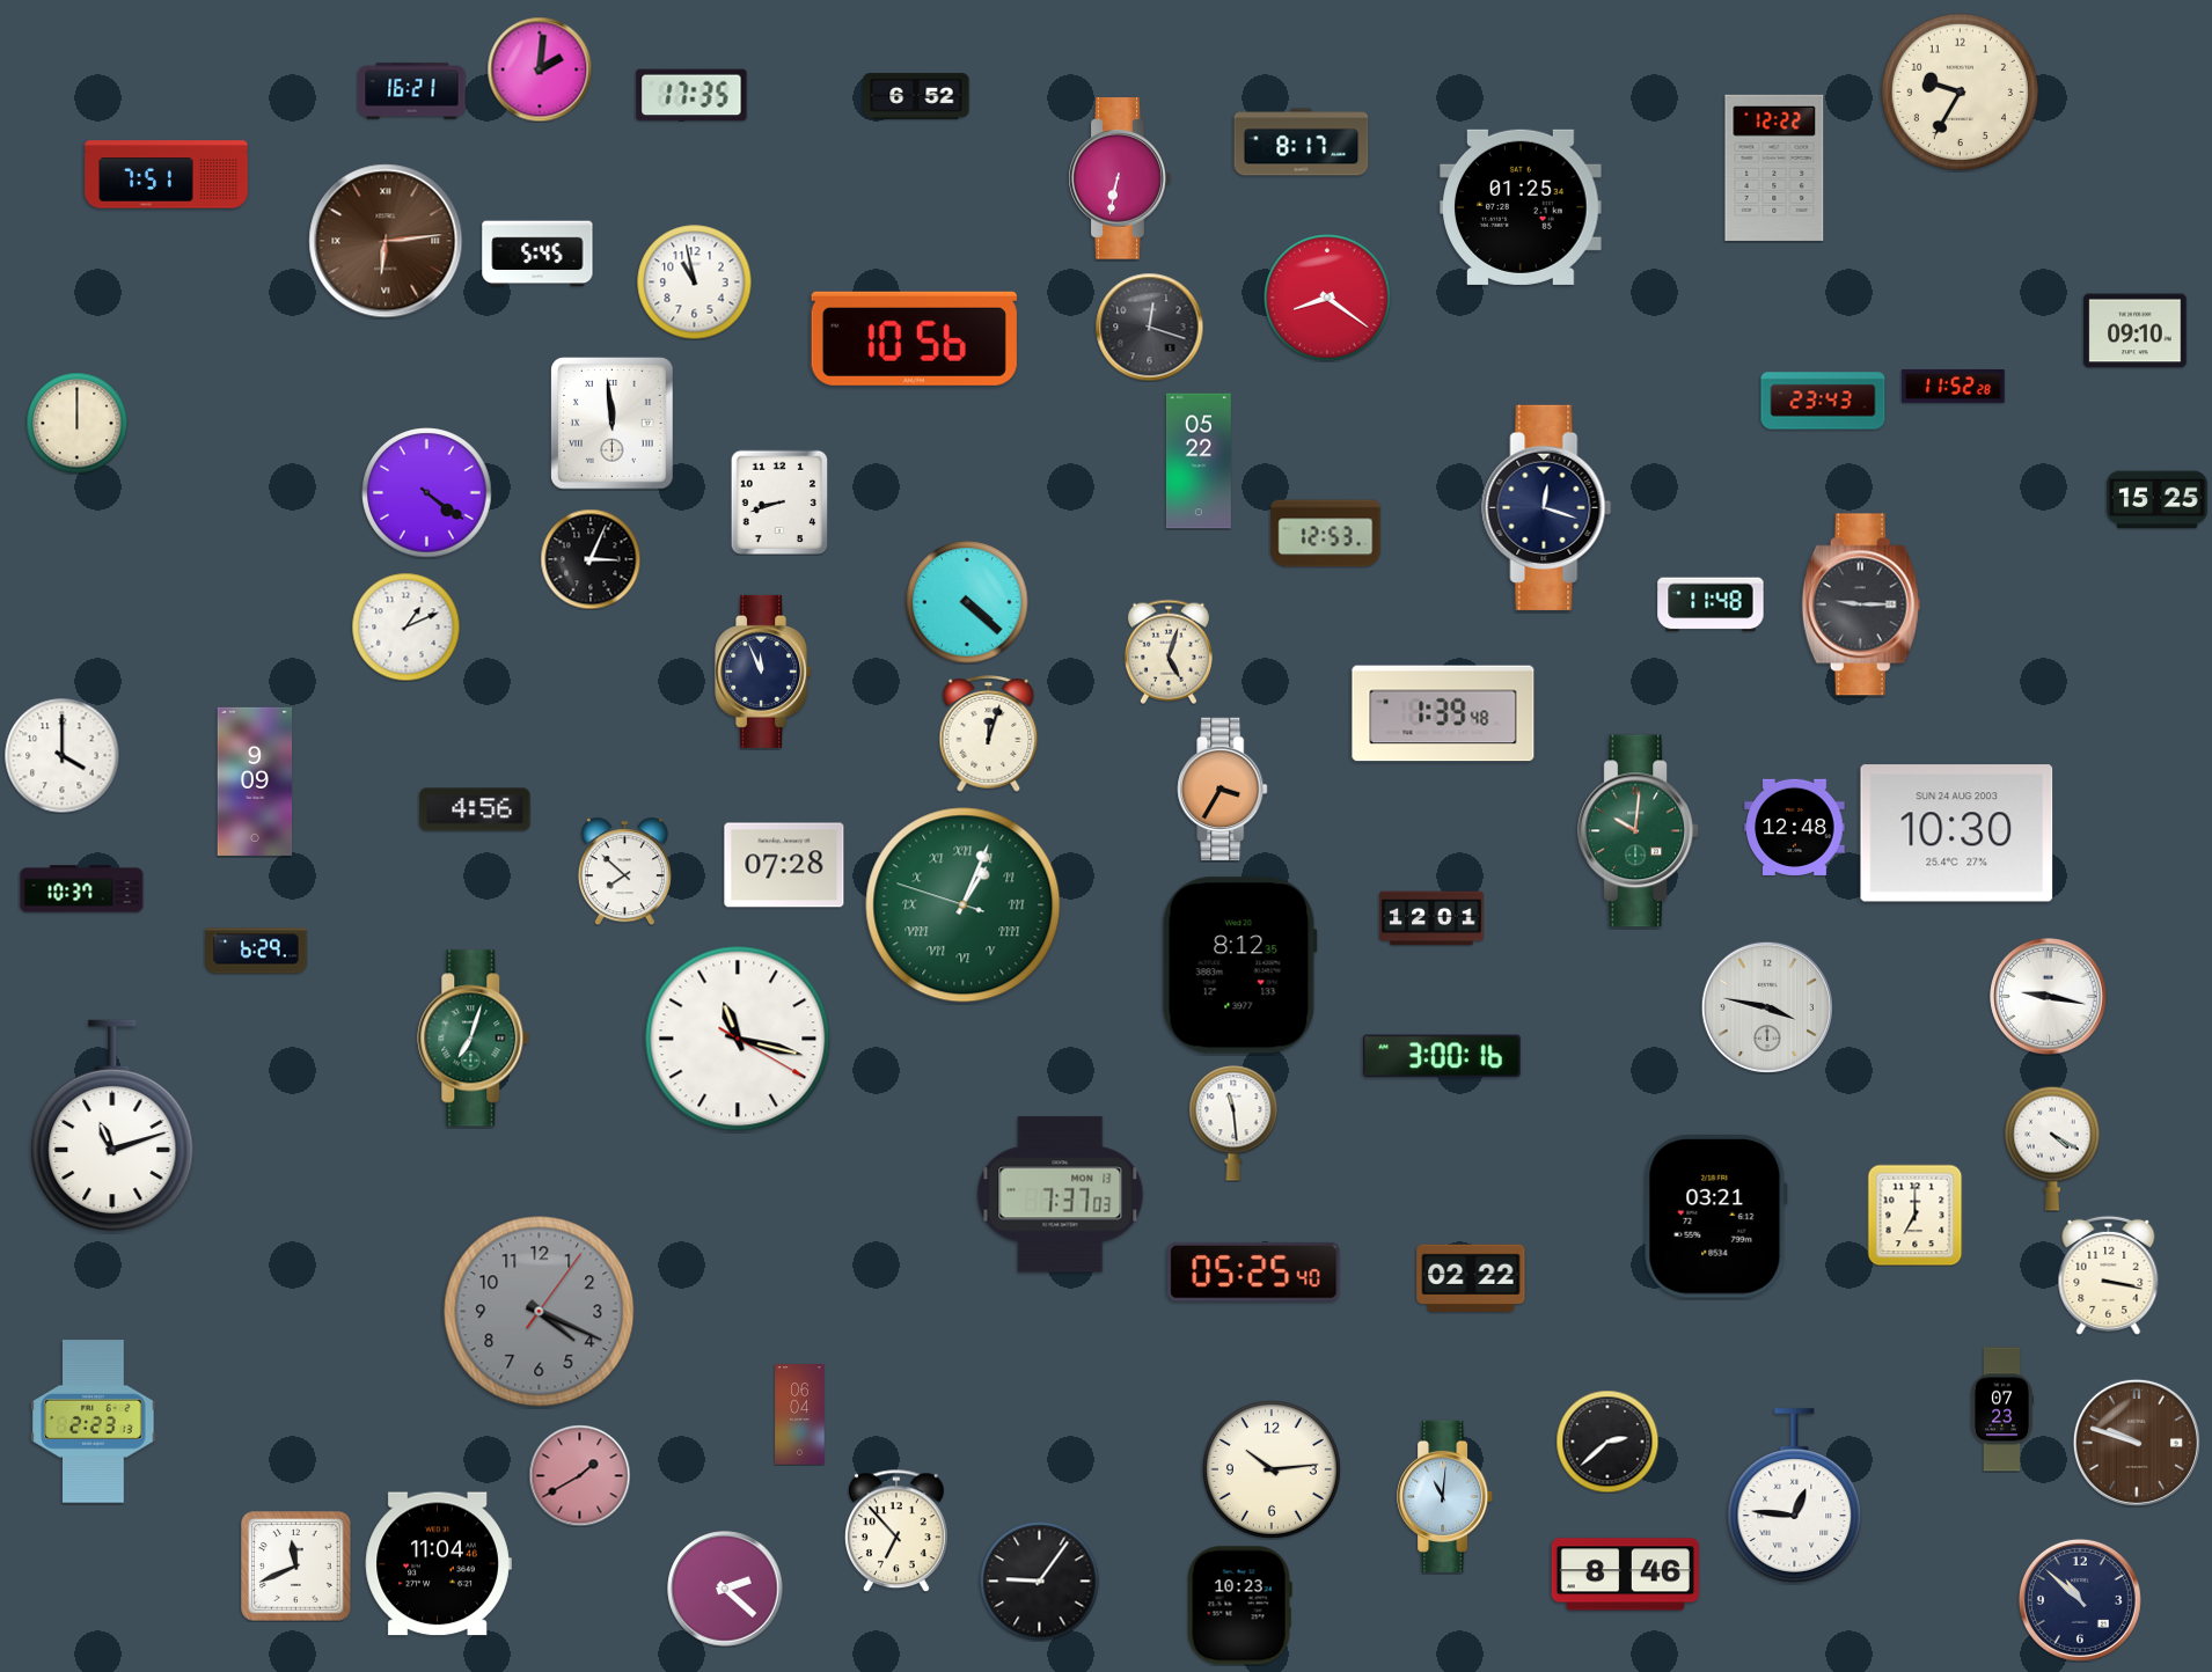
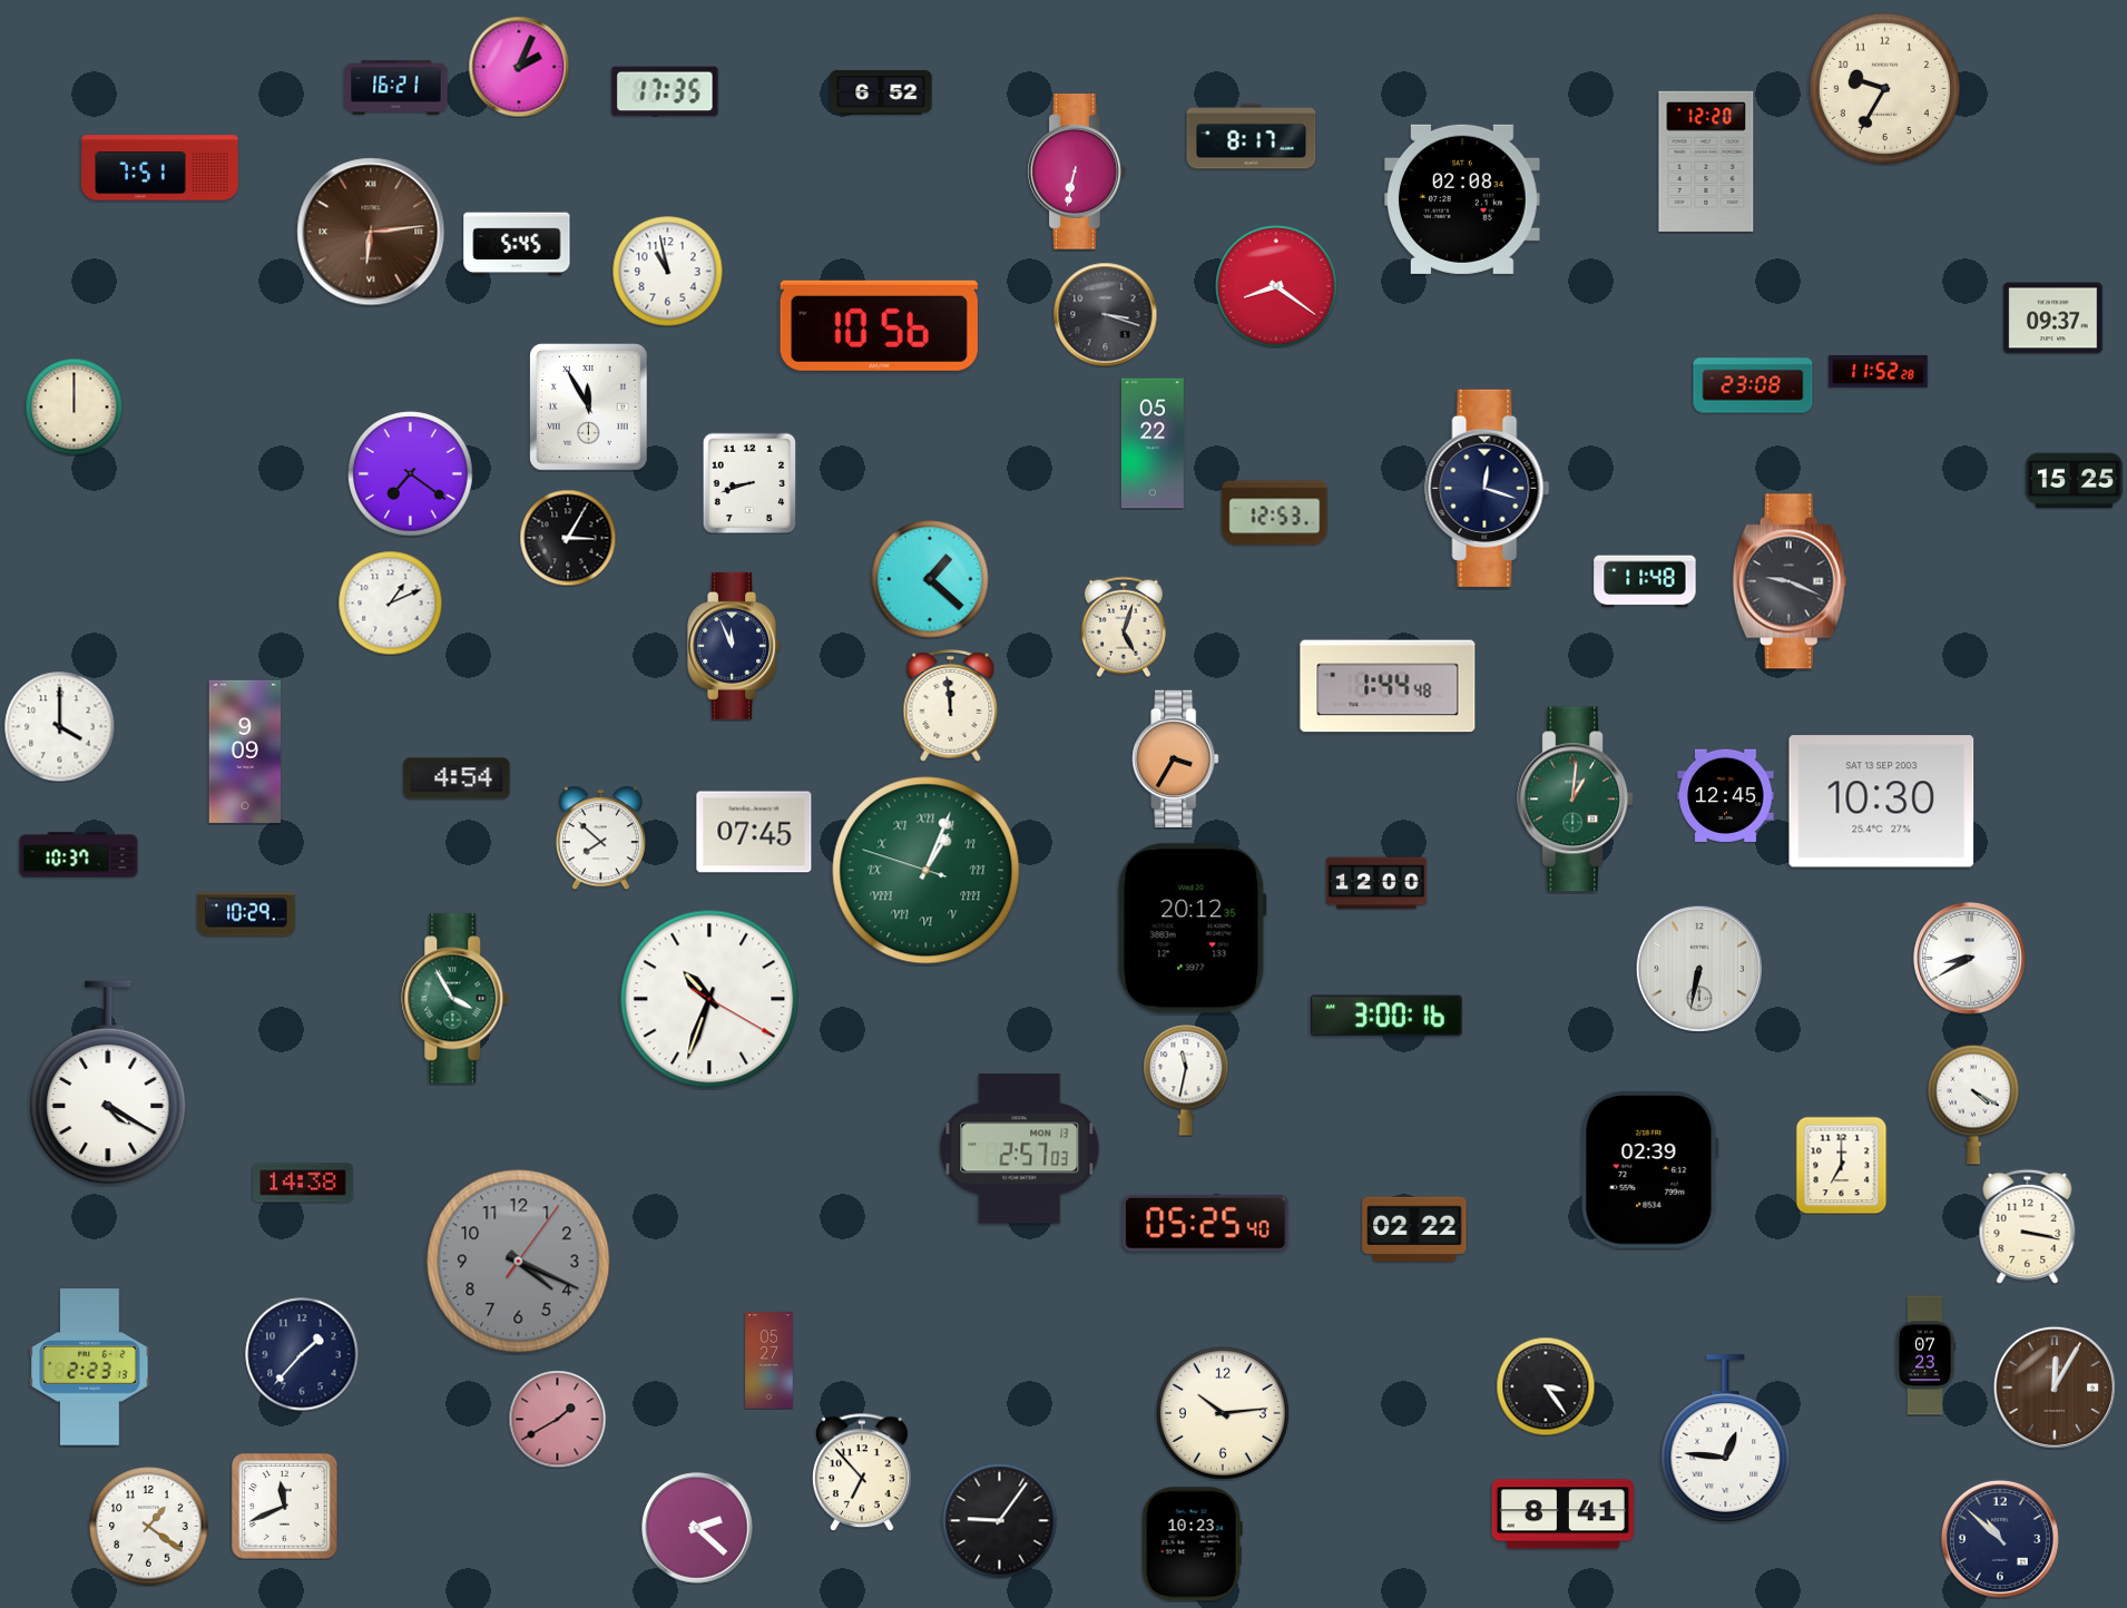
clock at (540, 69): 2:01 -> 2:04
clock at (1774, 168): 12:22 -> 12:20
clock at (1522, 207): 01:25 -> 02:08
clock at (1149, 327): 12:18 -> 3:18
clock at (2136, 331): 09:10 -> 09:37
clock at (1823, 401): 23:43 -> 23:08
clock at (613, 424): 11:59 -> 11:55
clock at (427, 493): 4:21 -> 7:21
clock at (591, 559): 3:04 -> 3:05
clock at (967, 602): 4:22 -> 1:22
clock at (1861, 604): 9:15 -> 9:19
clock at (1443, 713): 1:39 -> 1:44
clock at (989, 734): 12:03 -> 11:59
clock at (475, 809): 4:56 -> 4:54
clock at (1795, 827): 12:48 -> 12:45
clock at (1639, 831): 10:01 -> 1:01
clock at (1957, 834) date: SUN 24 AUG 2003 -> SAT 13 SEP 2003
clock at (784, 865): 07:28 -> 07:45
clock at (1431, 918): 12:01 -> 12:00
clock at (256, 951): 6:29 -> 10:29
clock at (1239, 966): 8:12 -> 20:12
clock at (2049, 997): 9:17 -> 8:40
clock at (1766, 1006): 3:47 -> 6:32
clock at (474, 1039): 7:03 -> 3:55
clock at (738, 1039): 11:17 -> 10:33
clock at (1233, 1123): 11:29 -> 11:32
clock at (112, 1125): 11:12 -> 4:20
clock at (1061, 1195): 7:37 -> 2:57
clock at (1916, 1215) position: (1916, 1215) -> (1842, 1165)
clock at (1715, 1217): 03:21 -> 02:39
clock at (303, 1183): none -> 14:38
clock at (302, 1354): none -> 1:37
clock at (800, 1415): 06:04 -> 05:27
clock at (1607, 1442): 2:38 -> 3:24
clock at (2137, 1443): 9:48 -> 12:05
clock at (1445, 1496): 11:01 -> none
clock at (438, 1564): 11:04 -> none
clock at (1625, 1575): 8:46 -> 8:41
clock at (149, 1527): none -> 1:21
